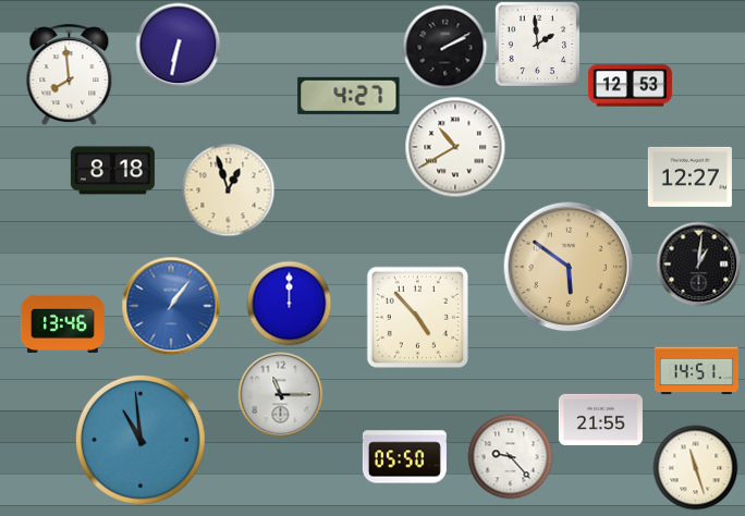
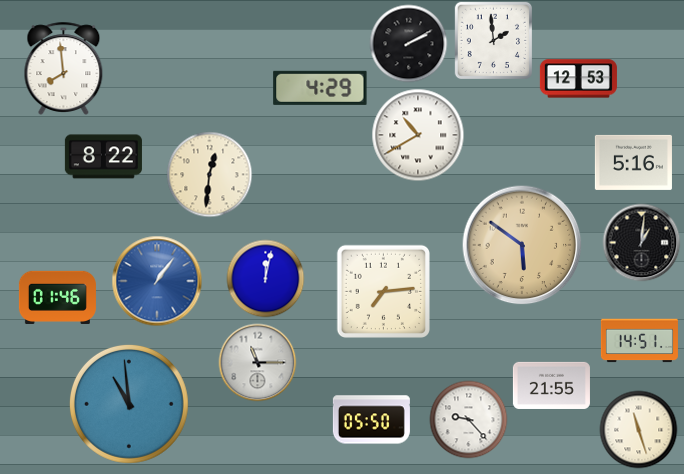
clock at (178, 45): 6:32 -> none
clock at (349, 96): 4:27 -> 4:29
clock at (112, 171): 8:18 -> 8:22
clock at (689, 176): 12:27 -> 5:16
clock at (228, 189): 12:57 -> 12:31
clock at (289, 303): 12:00 -> 12:02
clock at (417, 317): 4:53 -> 7:14
clock at (62, 323): 13:46 -> 01:46
